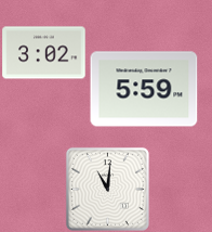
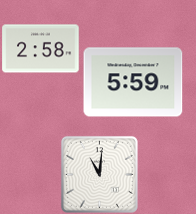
clock at (44, 53): 3:02 -> 2:58
